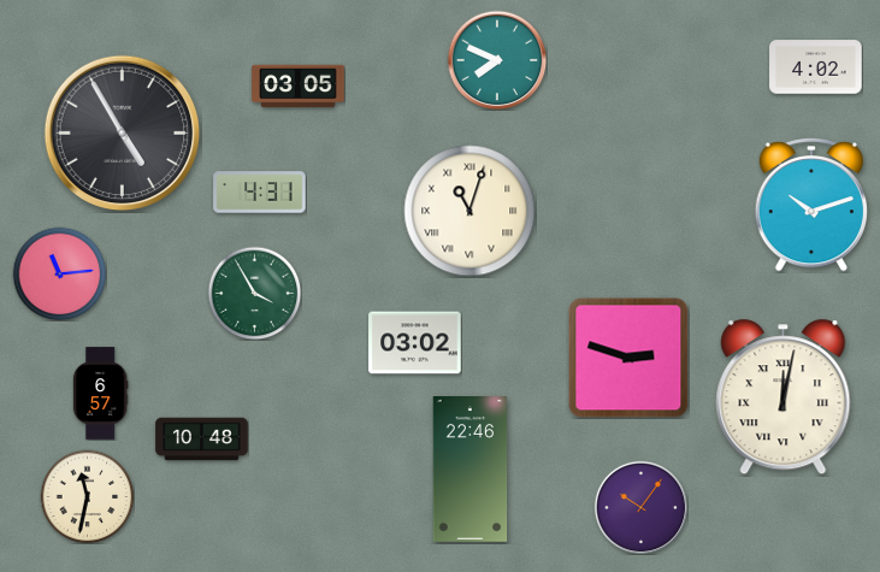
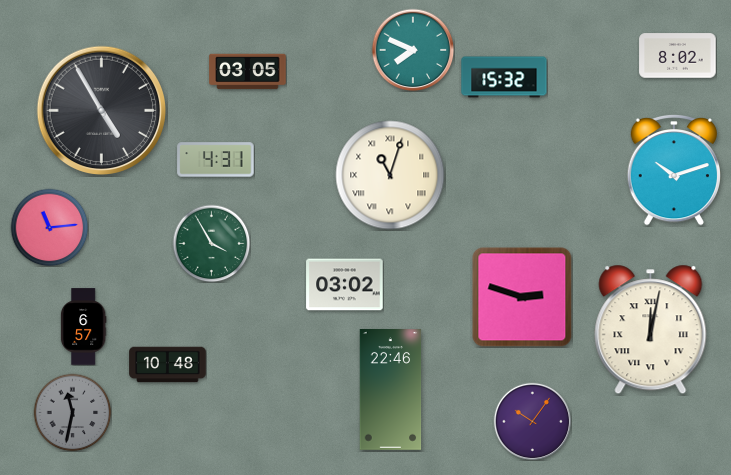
clock at (816, 67): 4:02 -> 8:02
clock at (504, 77): none -> 15:32
clock at (87, 496) dial: cream -> grey
